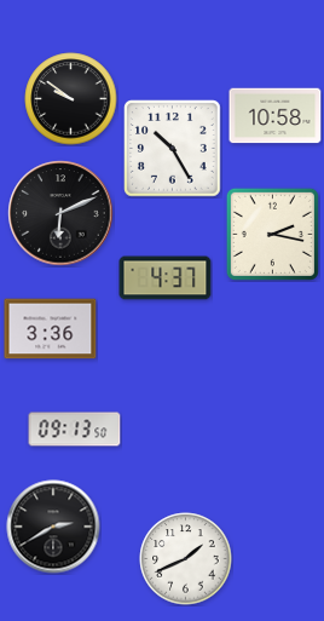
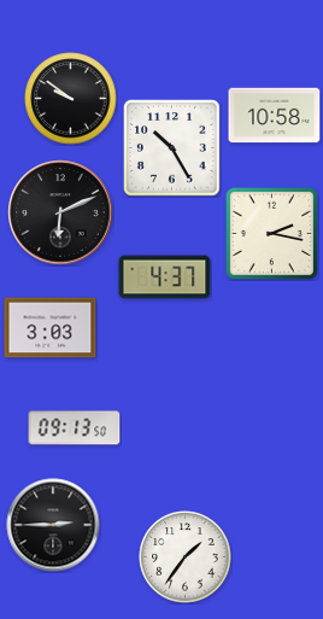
clock at (51, 329): 3:36 -> 3:03
clock at (53, 527): 2:40 -> 2:45
clock at (186, 559): 1:41 -> 1:36
